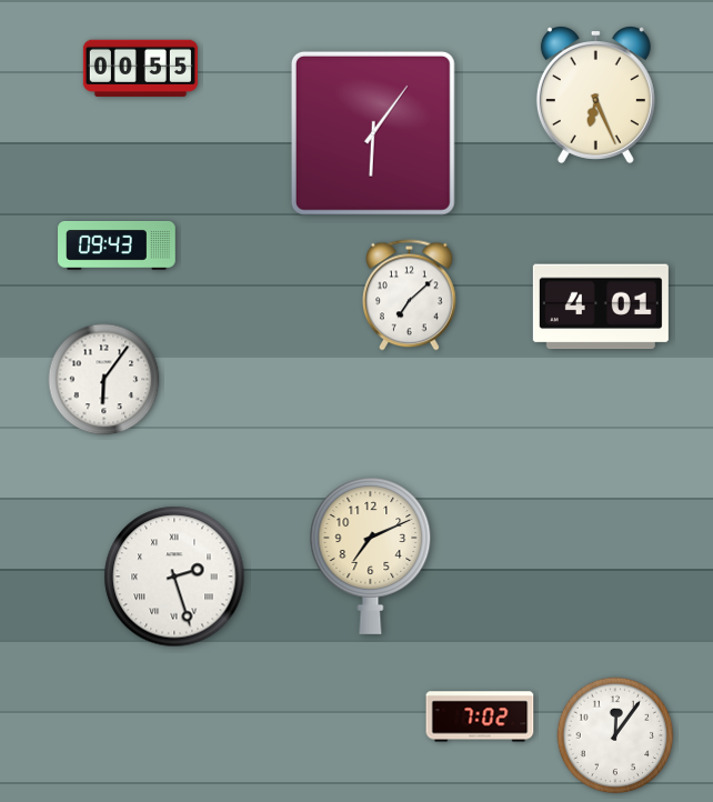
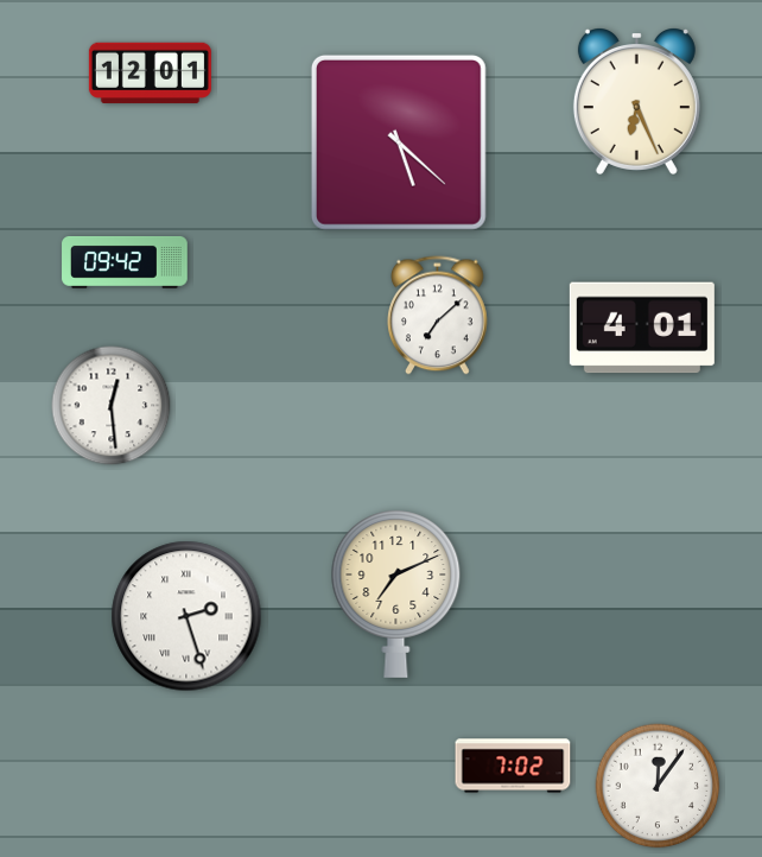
clock at (140, 68): 00:55 -> 12:01
clock at (373, 133): 6:06 -> 5:22
clock at (117, 245): 09:43 -> 09:42
clock at (104, 380): 6:06 -> 12:29
